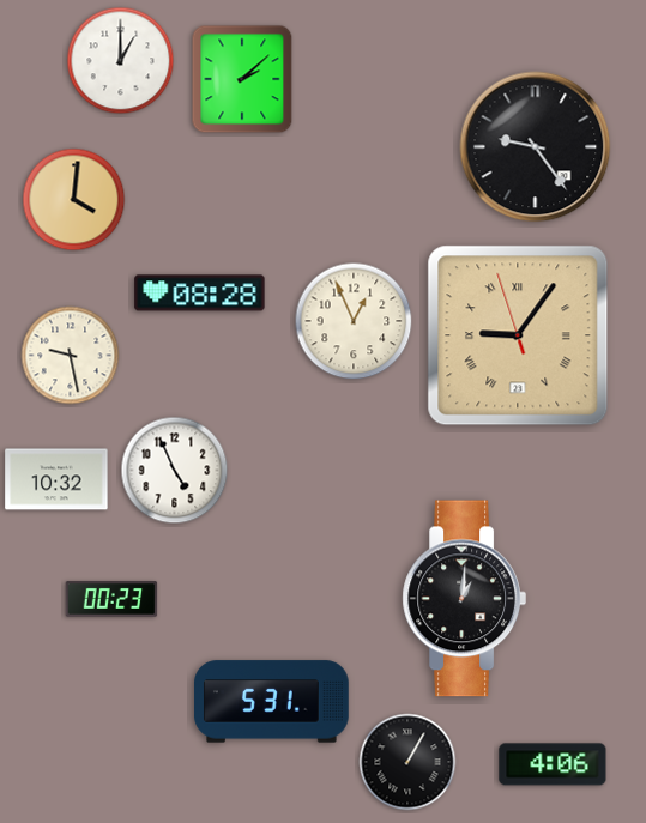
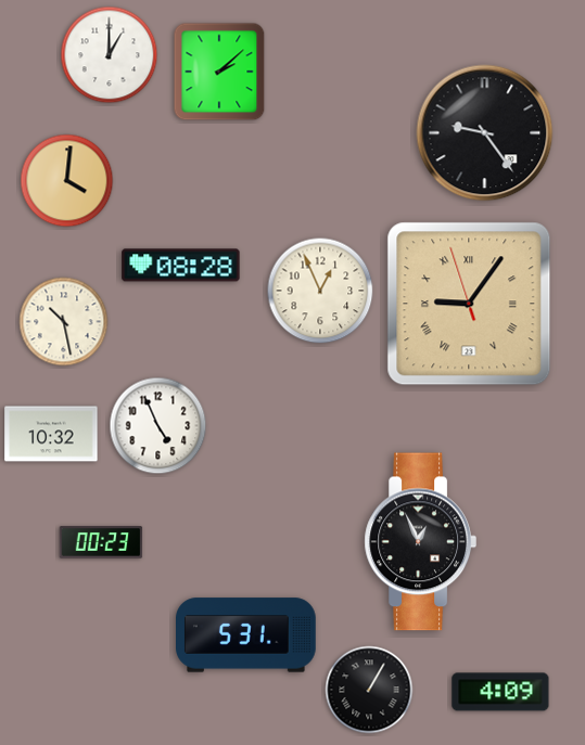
clock at (71, 356): 9:28 -> 10:28
clock at (464, 599): 1:01 -> 12:56
clock at (553, 764): 4:06 -> 4:09
